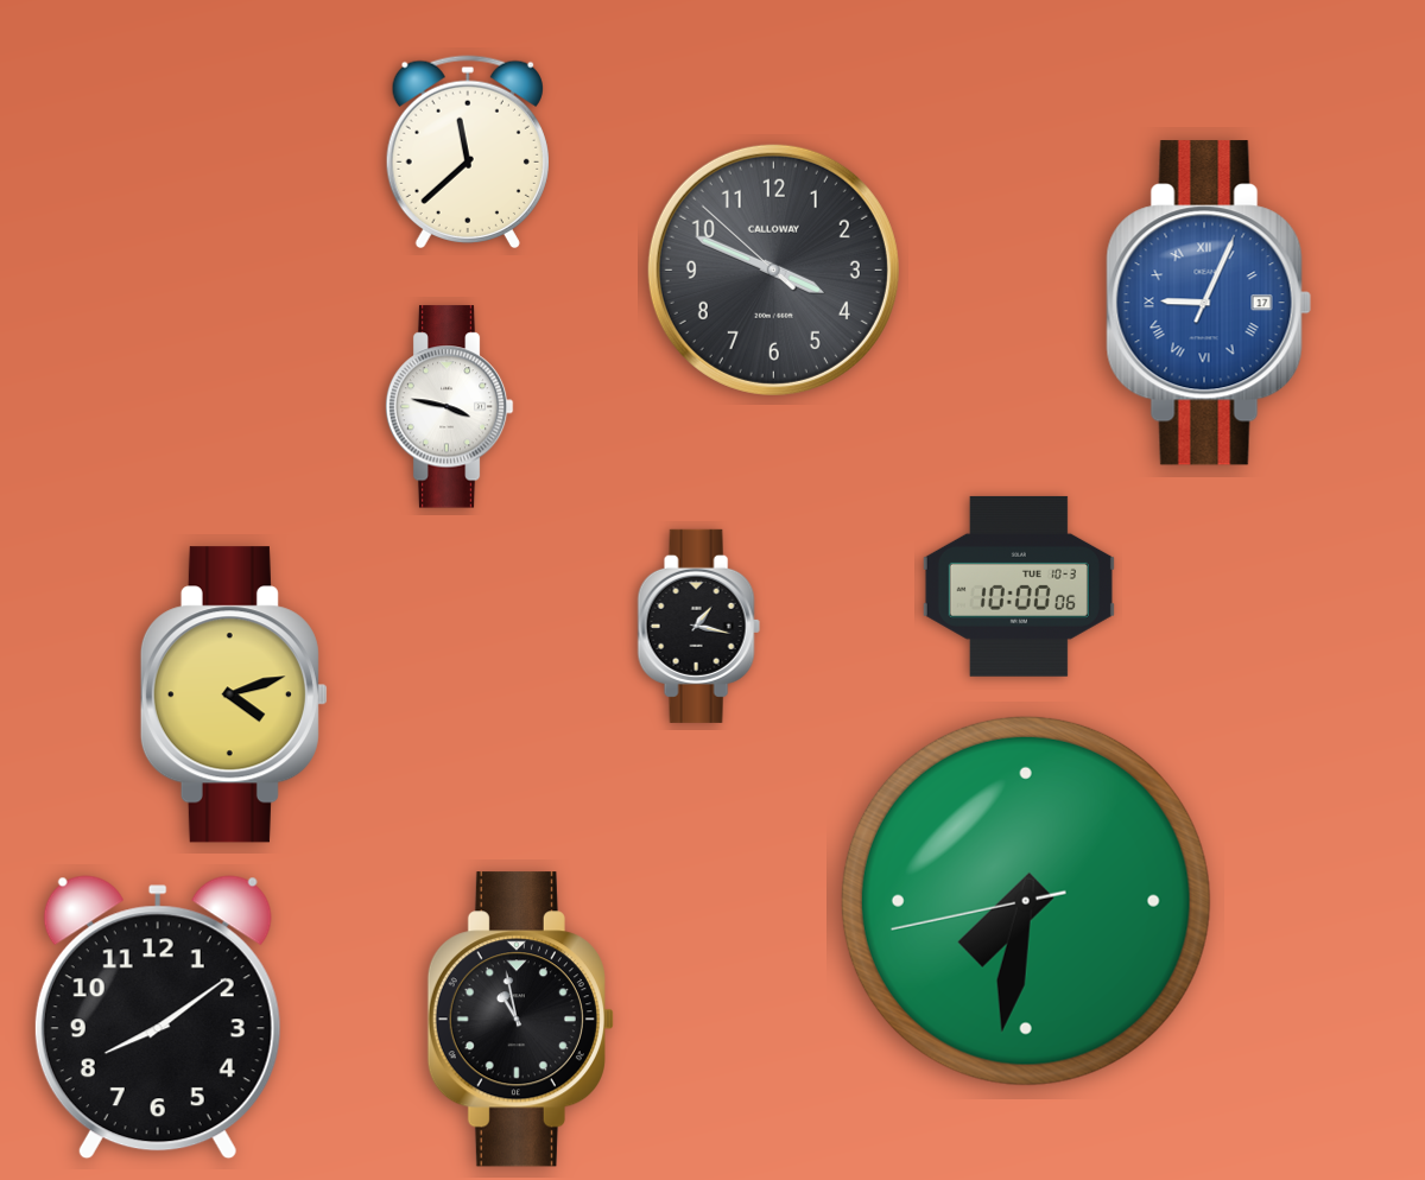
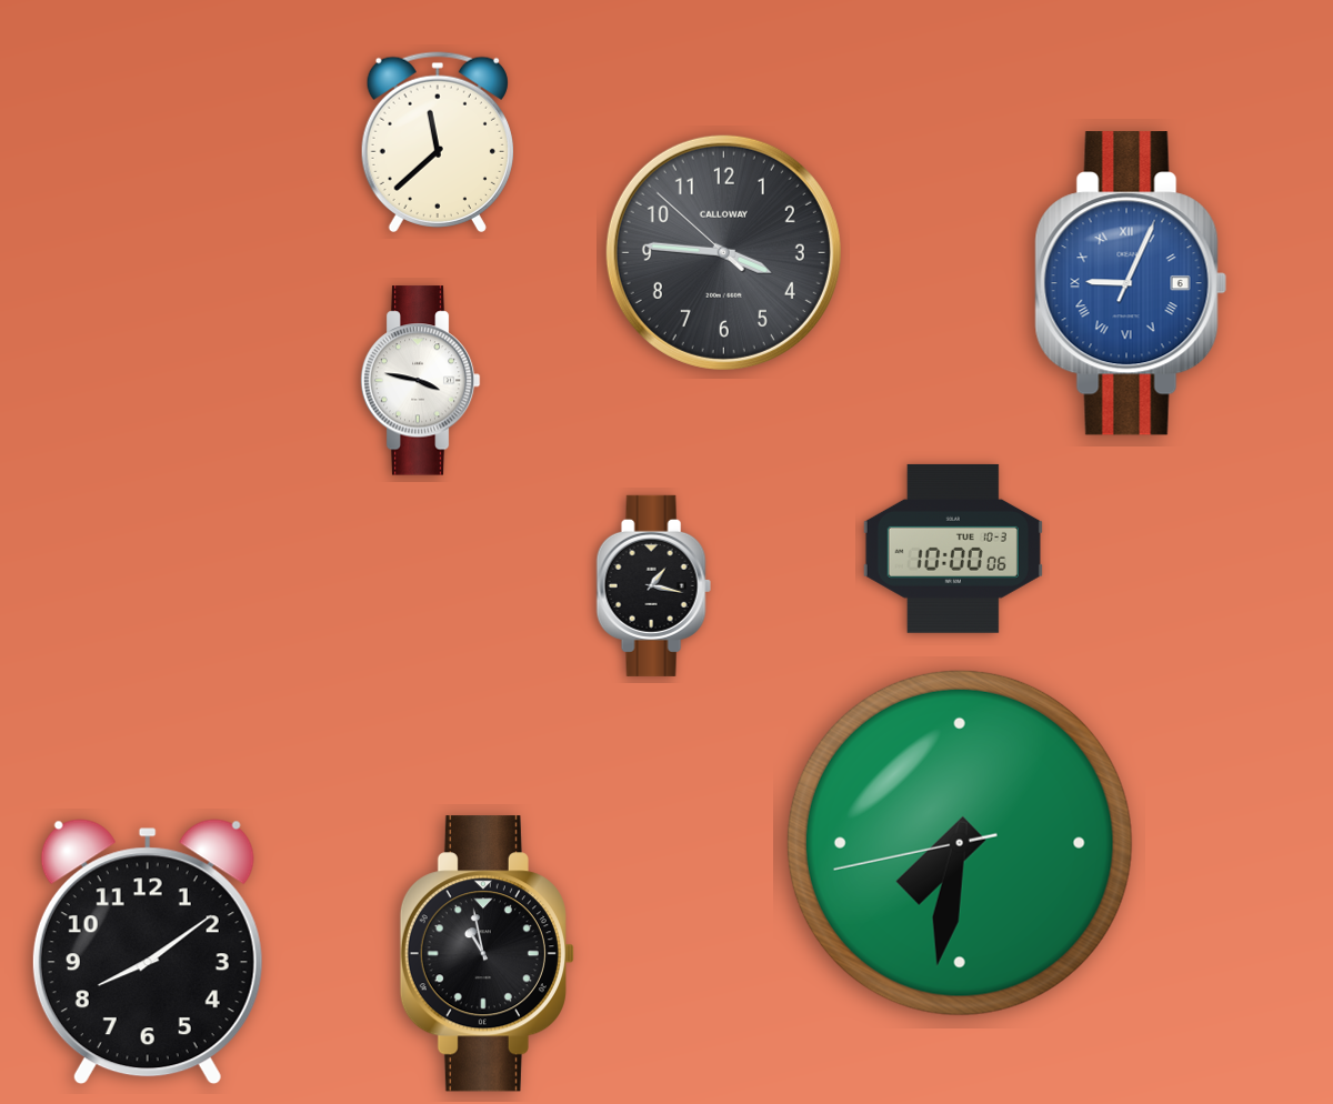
clock at (773, 269): 3:48 -> 3:45
clock at (1209, 303) date: 17 -> 6
clock at (234, 694): 4:12 -> none
